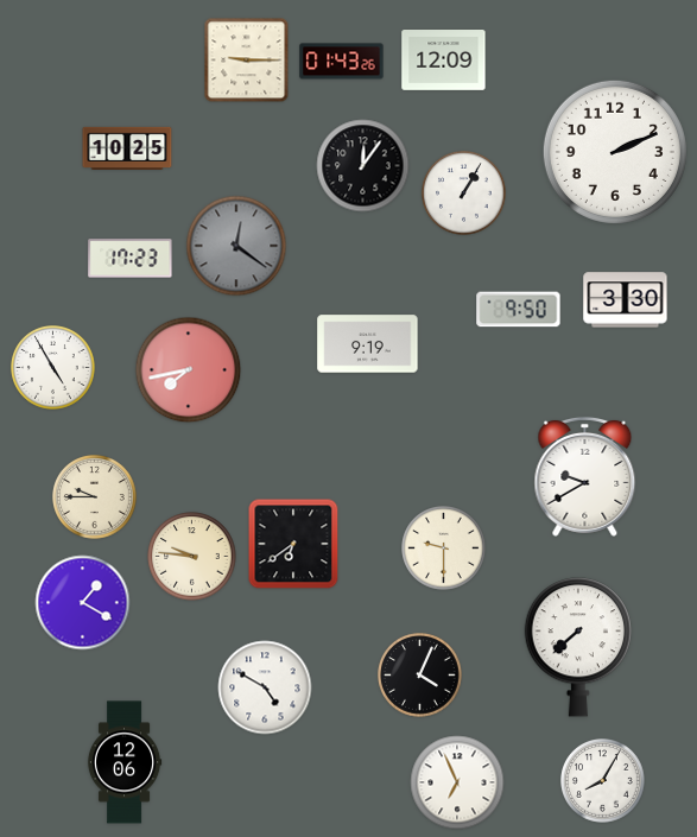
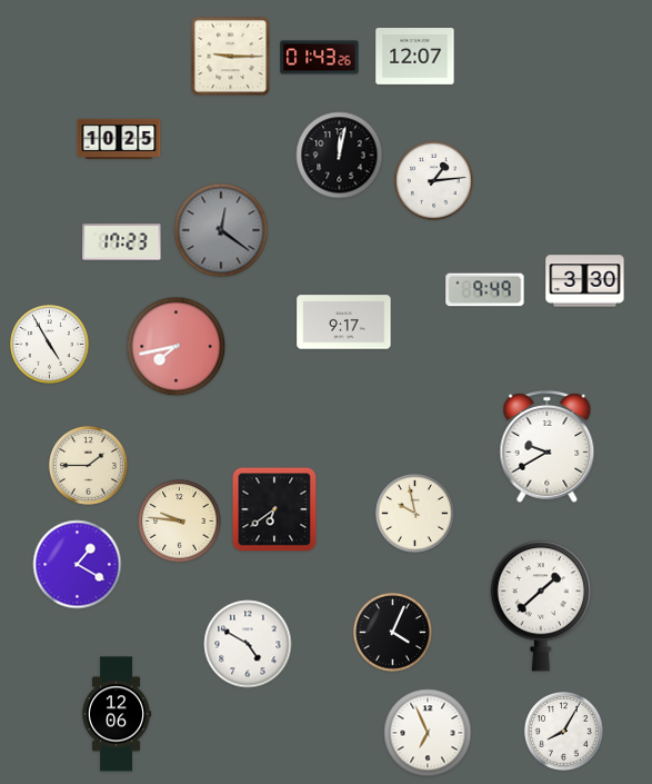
clock at (444, 61): 12:09 -> 12:07
clock at (615, 152): 2:11 -> none
clock at (363, 166): 12:06 -> 12:02
clock at (464, 194): 1:05 -> 1:14
clock at (519, 310): 9:50 -> 9:49
clock at (368, 344): 9:19 -> 9:17
clock at (95, 497): 9:45 -> 1:45
clock at (444, 549): 9:30 -> 9:58
clock at (578, 647): 7:38 -> 1:38
